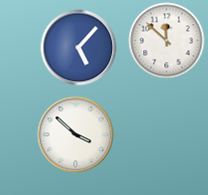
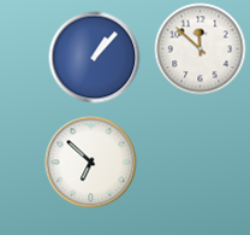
clock at (79, 48): 5:07 -> 1:07
clock at (76, 135): 3:52 -> 6:52
